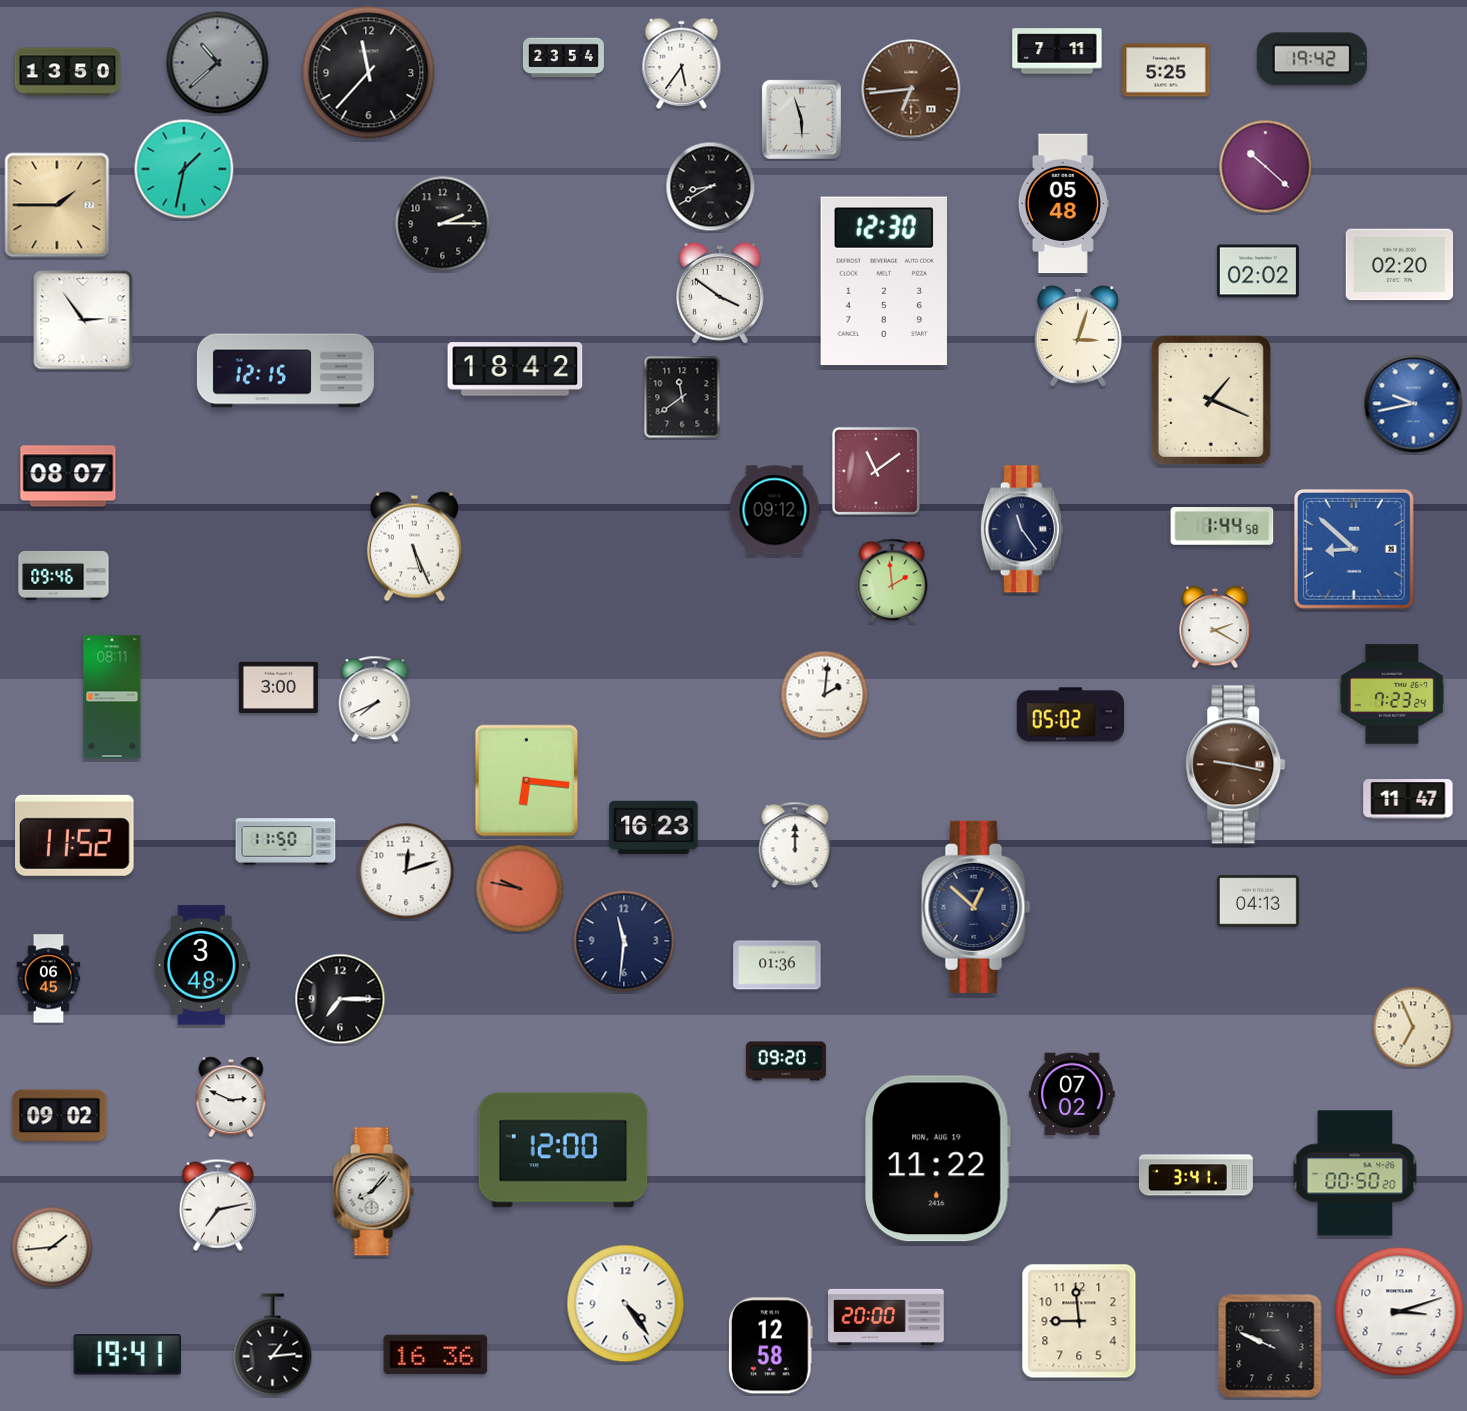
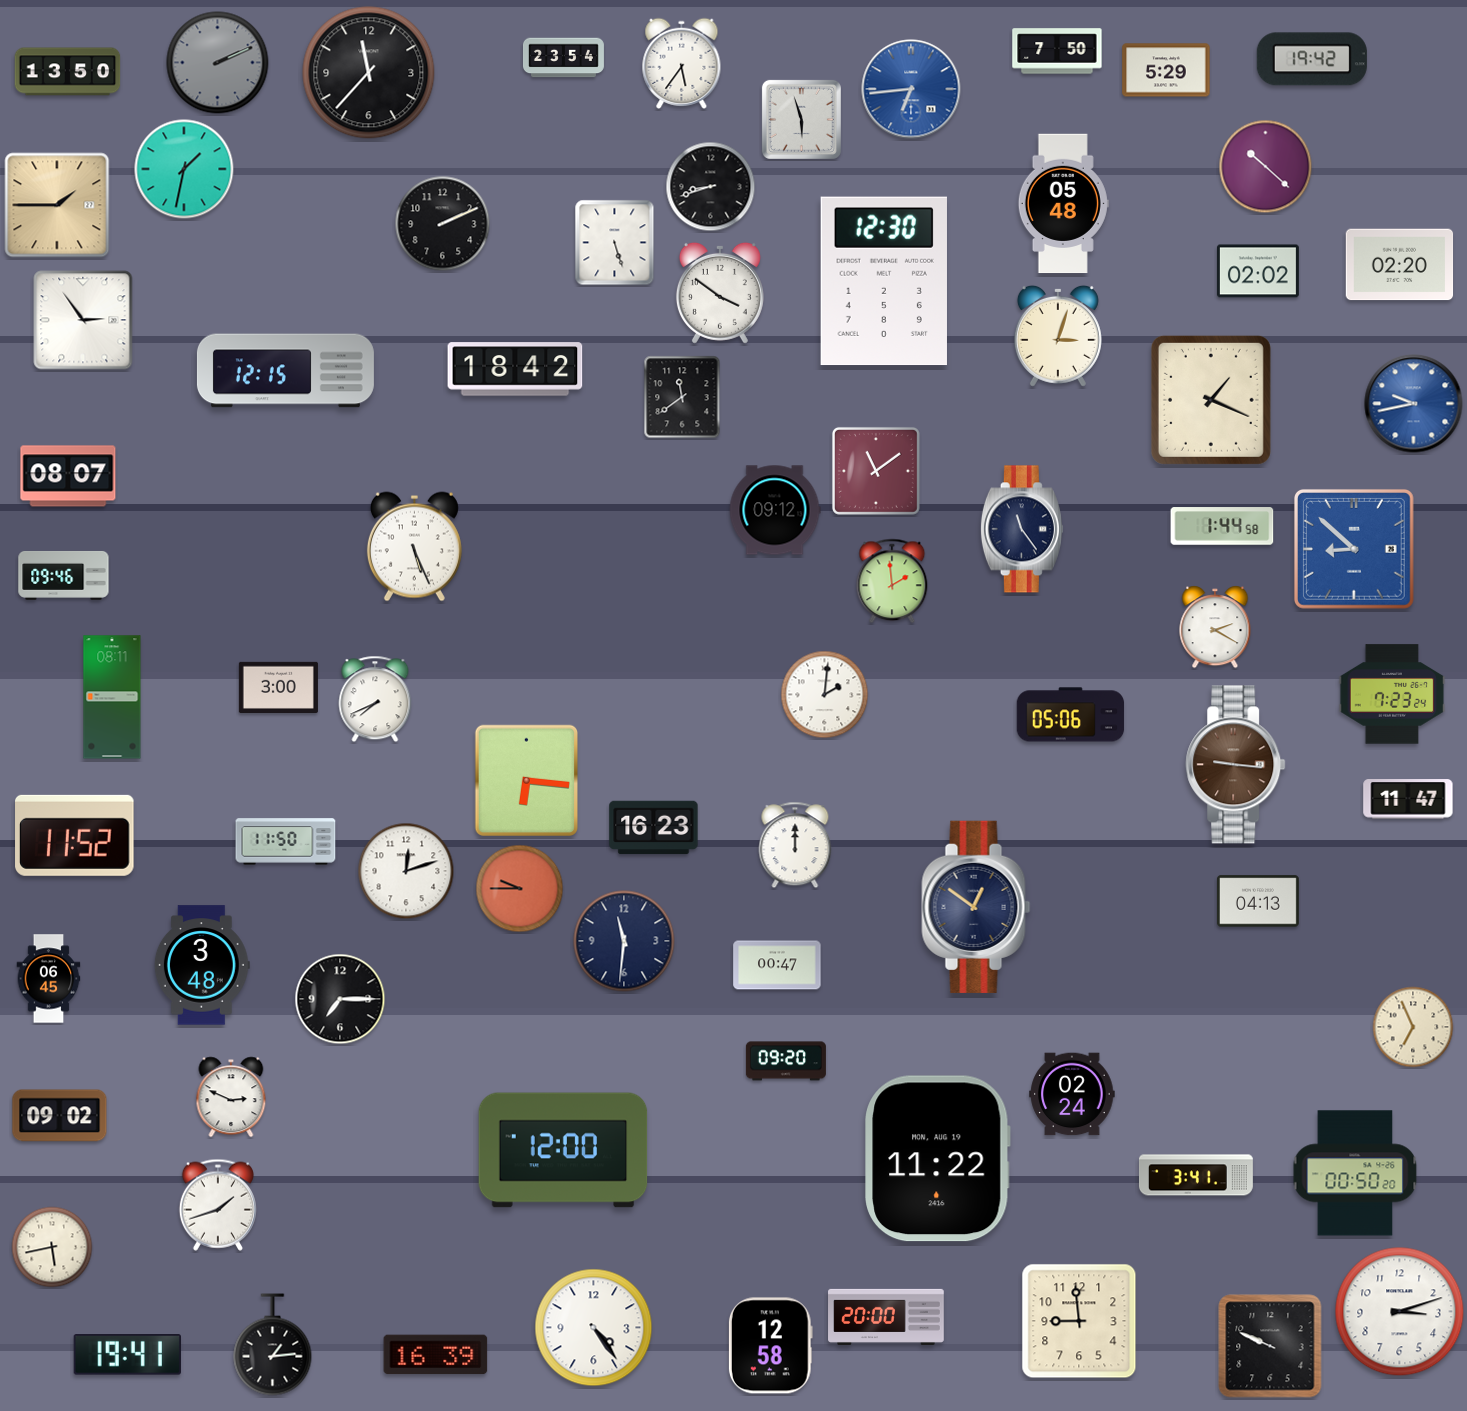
clock at (1057, 51): 7:11 -> 7:50
clock at (218, 63): 10:38 -> 2:11
clock at (1166, 70): 5:25 -> 5:29
clock at (911, 89) dial: brown -> blue
clock at (711, 187): 8:40 -> 8:42
clock at (443, 224): 2:15 -> 2:11
clock at (615, 243): none -> 5:27
clock at (1078, 336) position: (1078, 336) -> (1058, 336)
clock at (1071, 715): 05:02 -> 05:06
clock at (1236, 765): 9:17 -> 9:16
clock at (520, 889): 9:47 -> 9:45
clock at (976, 907): 12:52 -> 12:51
clock at (777, 965): 01:36 -> 00:47
clock at (1072, 1094): 07:02 -> 02:24
clock at (373, 1192): 8:07 -> none
clock at (218, 1205): 7:13 -> 1:42
clock at (52, 1247): 1:44 -> 5:43
clock at (626, 1304) position: (626, 1304) -> (594, 1328)
clock at (436, 1355): 16:36 -> 16:39
